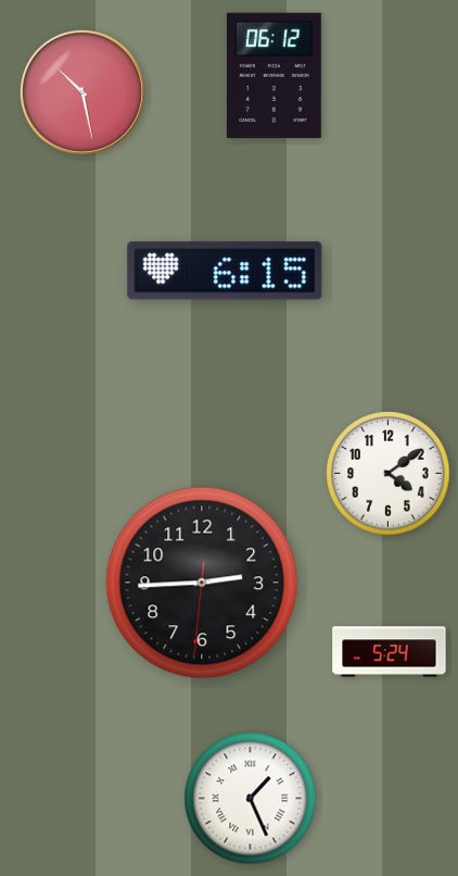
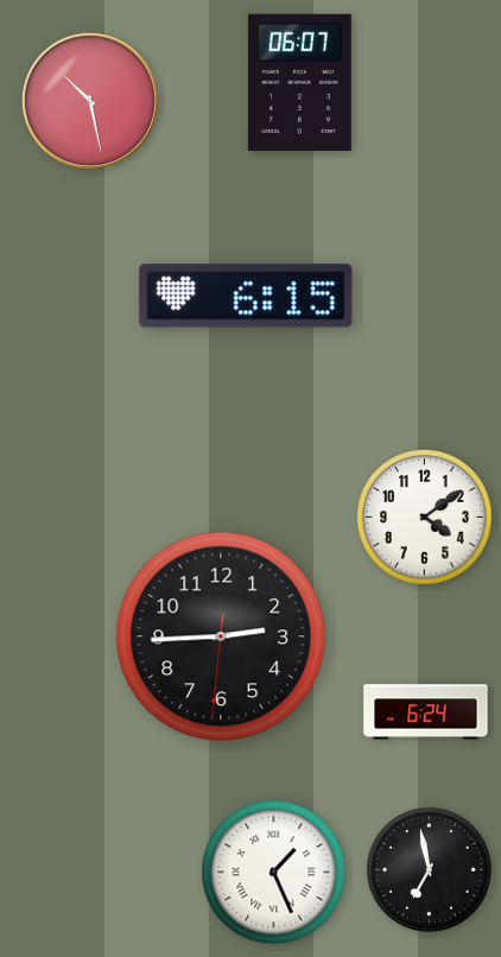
clock at (273, 75): 06:12 -> 06:07
clock at (390, 652): 5:24 -> 6:24
clock at (429, 869): none -> 6:58
